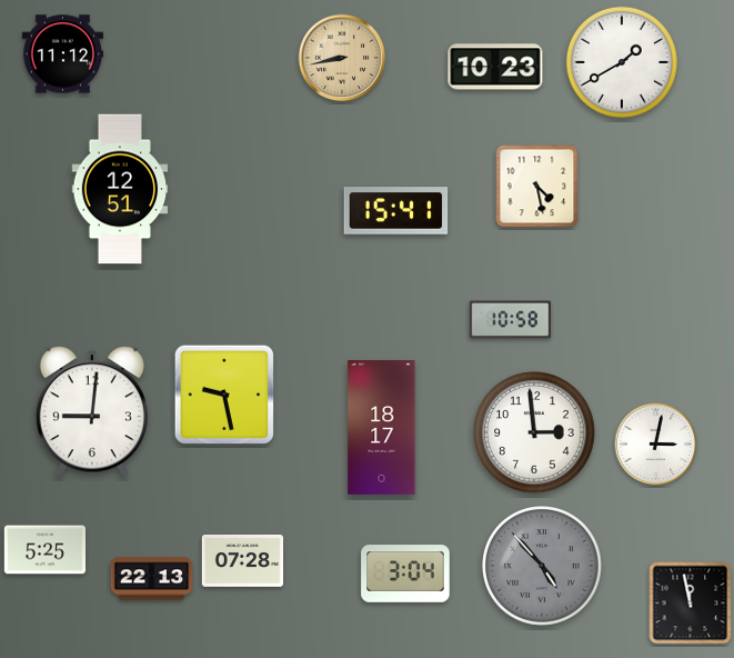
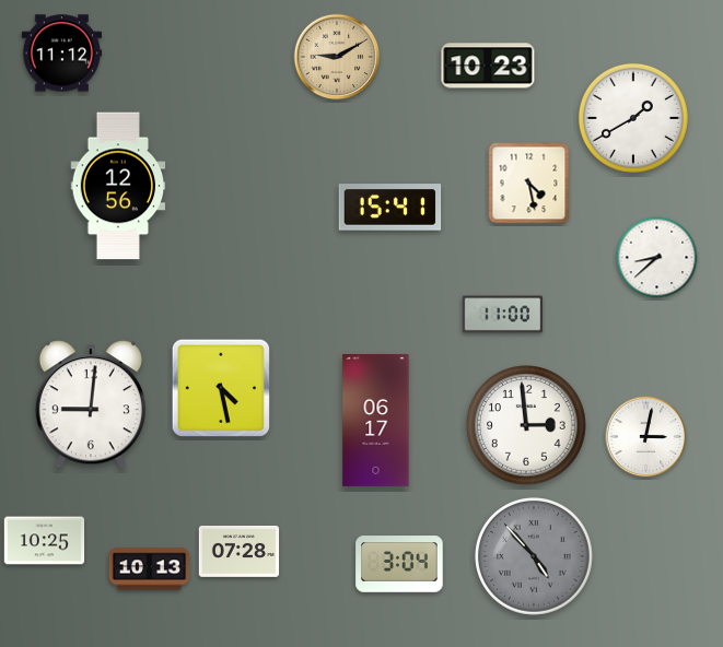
clock at (342, 58): 8:43 -> 9:10
clock at (622, 62) position: (622, 62) -> (633, 118)
clock at (120, 189): 12:51 -> 12:56
clock at (657, 258): none -> 8:38
clock at (511, 320): 10:58 -> 11:00
clock at (224, 395): 9:28 -> 4:28
clock at (382, 428): 18:17 -> 06:17
clock at (46, 550): 5:25 -> 10:25
clock at (152, 579): 22:13 -> 10:13
clock at (691, 604): 11:58 -> none
